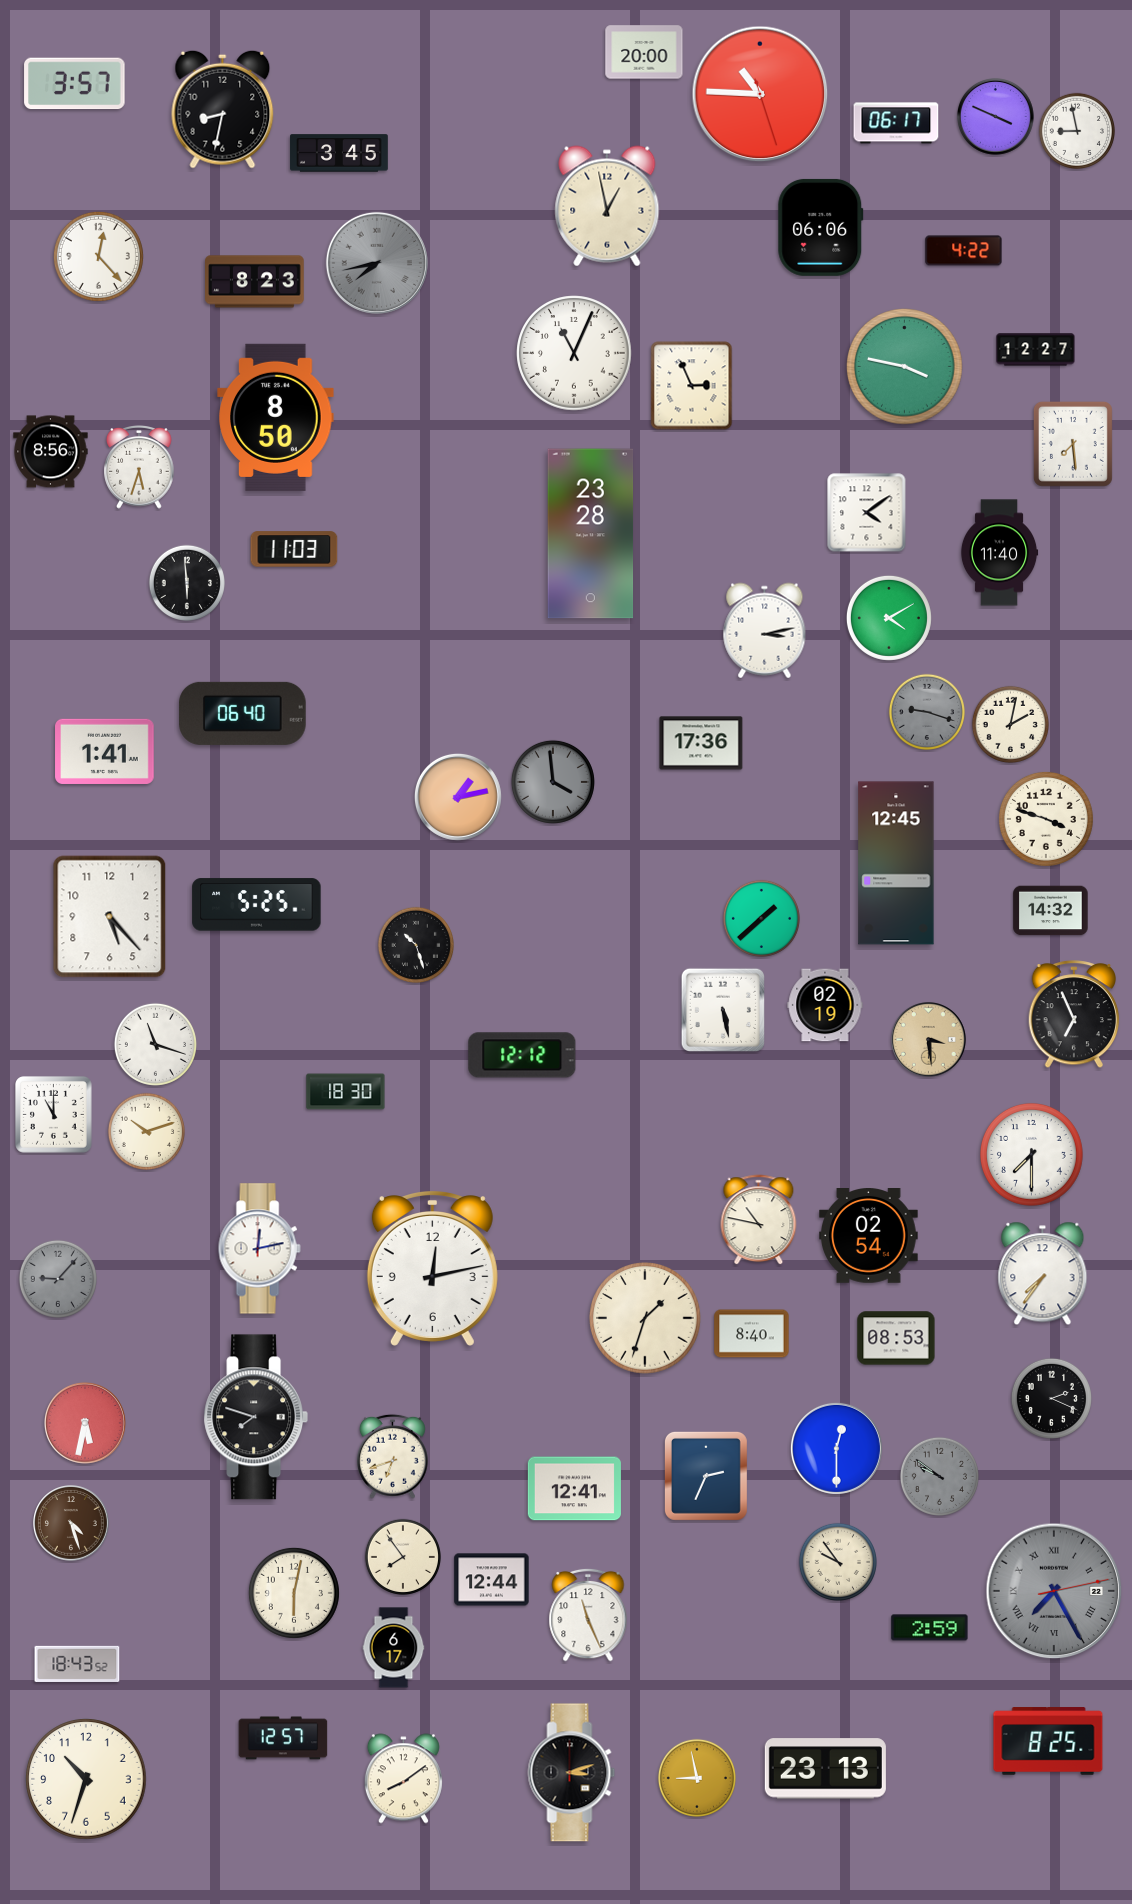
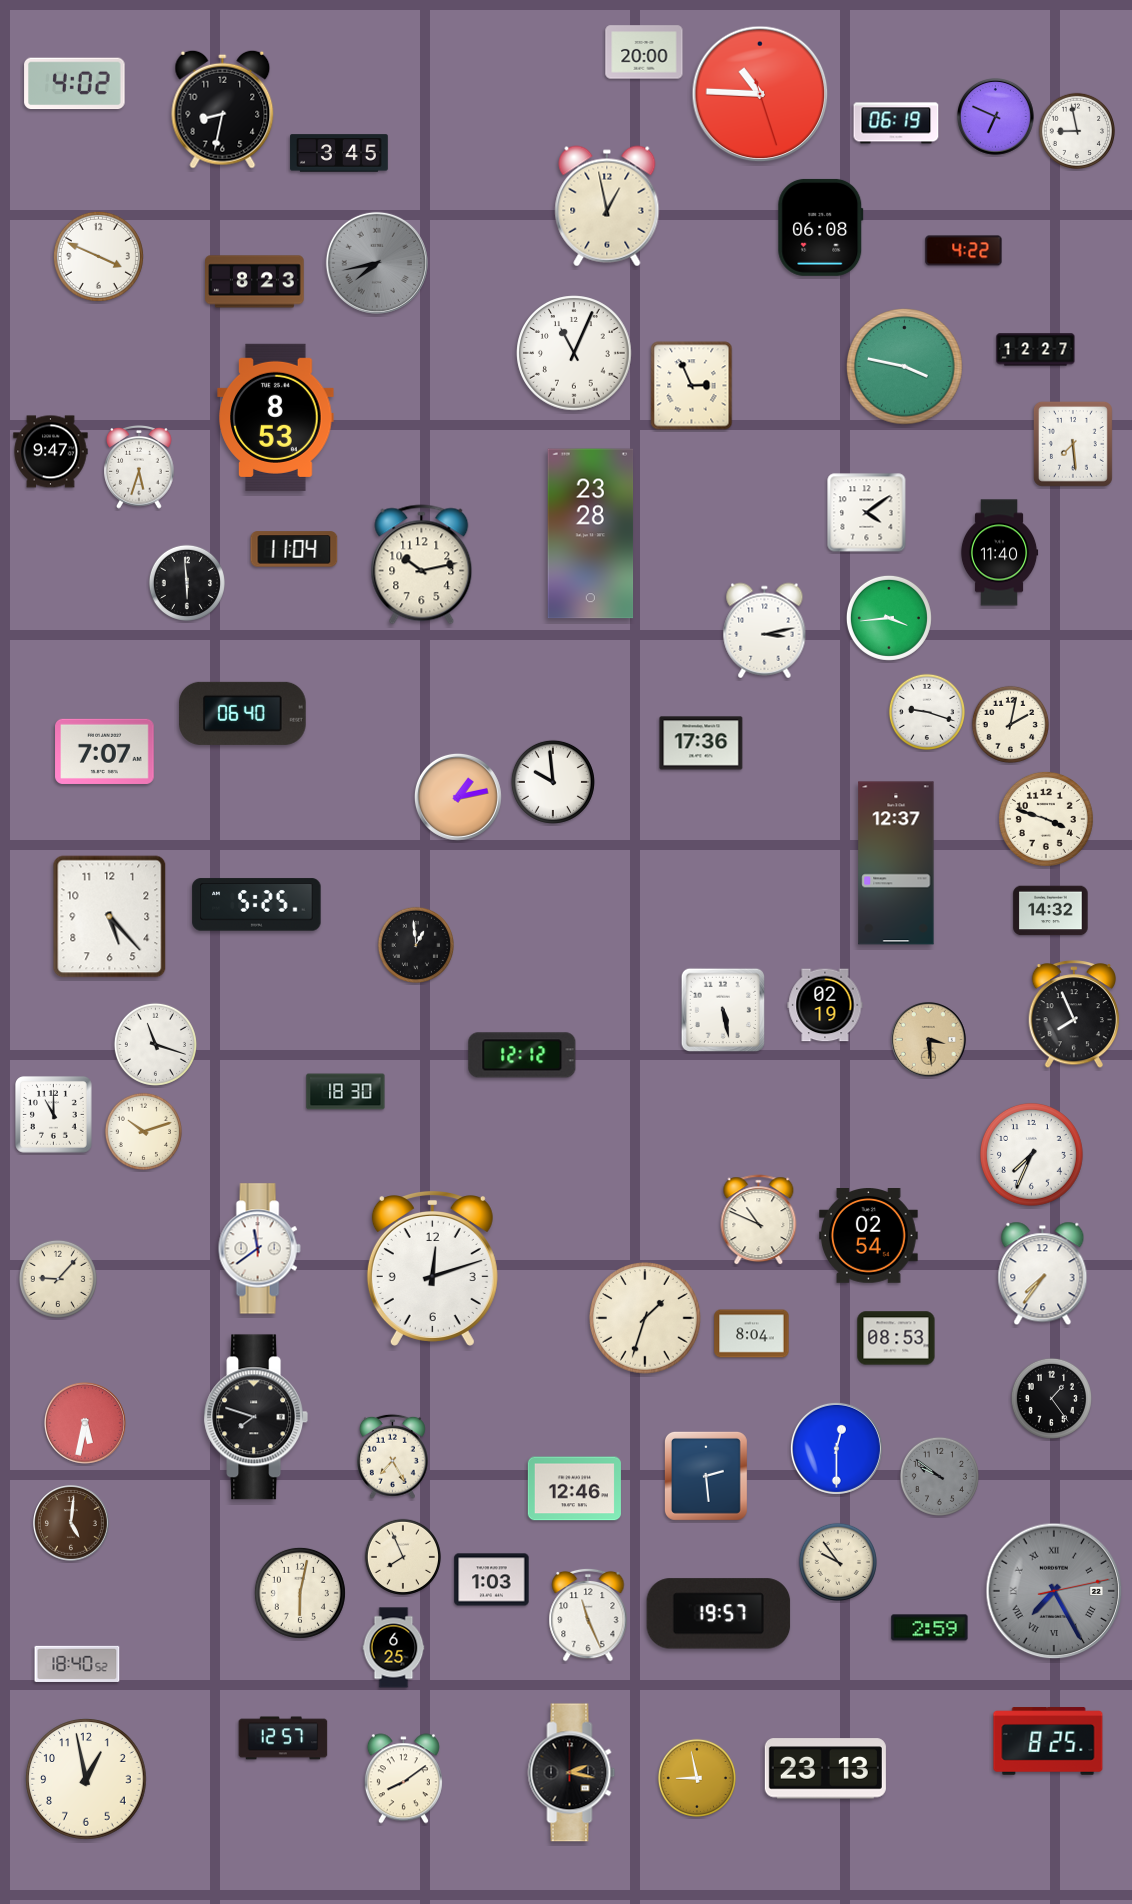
clock at (75, 84): 3:57 -> 4:02
clock at (996, 117): 3:49 -> 6:49
clock at (896, 123): 06:17 -> 06:19
clock at (821, 227): 06:06 -> 06:08
clock at (98, 256): 12:23 -> 3:49
clock at (276, 417): 8:50 -> 8:53
clock at (51, 452): 8:56 -> 9:47
clock at (294, 549): 11:03 -> 11:04
clock at (422, 565): none -> 10:13
clock at (889, 618): 4:10 -> 3:44
clock at (926, 711) dial: grey -> white
clock at (105, 751): 1:41 -> 7:07
clock at (553, 782): 3:59 -> 9:59
clock at (553, 782) dial: grey -> white
clock at (896, 863): 12:45 -> 12:37
clock at (761, 918): 1:38 -> none
clock at (415, 944): 10:27 -> 12:59
clock at (1073, 1015): 6:56 -> 7:56
clock at (146, 1131) position: (146, 1131) -> (143, 1131)
clock at (1031, 1154): 7:30 -> 7:34
clock at (759, 1220): 10:47 -> 10:49
clock at (259, 1249): 12:13 -> 11:39
clock at (432, 1269): 12:13 -> 12:12
clock at (58, 1279) dial: grey -> cream
clock at (752, 1334): 8:40 -> 8:04
clock at (1051, 1398): 2:19 -> 1:24
clock at (392, 1456): 6:42 -> 7:25
clock at (706, 1476): 2:34 -> 2:29
clock at (574, 1489): 12:41 -> 12:46
clock at (72, 1524): 4:27 -> 5:01
clock at (402, 1556): 7:54 -> 7:56
clock at (492, 1580): 12:44 -> 1:03
clock at (294, 1593) position: (294, 1593) -> (300, 1593)
clock at (719, 1614): none -> 19:57
clock at (394, 1648): 6:17 -> 6:25
clock at (77, 1664): 18:43 -> 18:40
clock at (572, 1773): 3:12 -> 2:17
clock at (86, 1779): 10:33 -> 12:58
